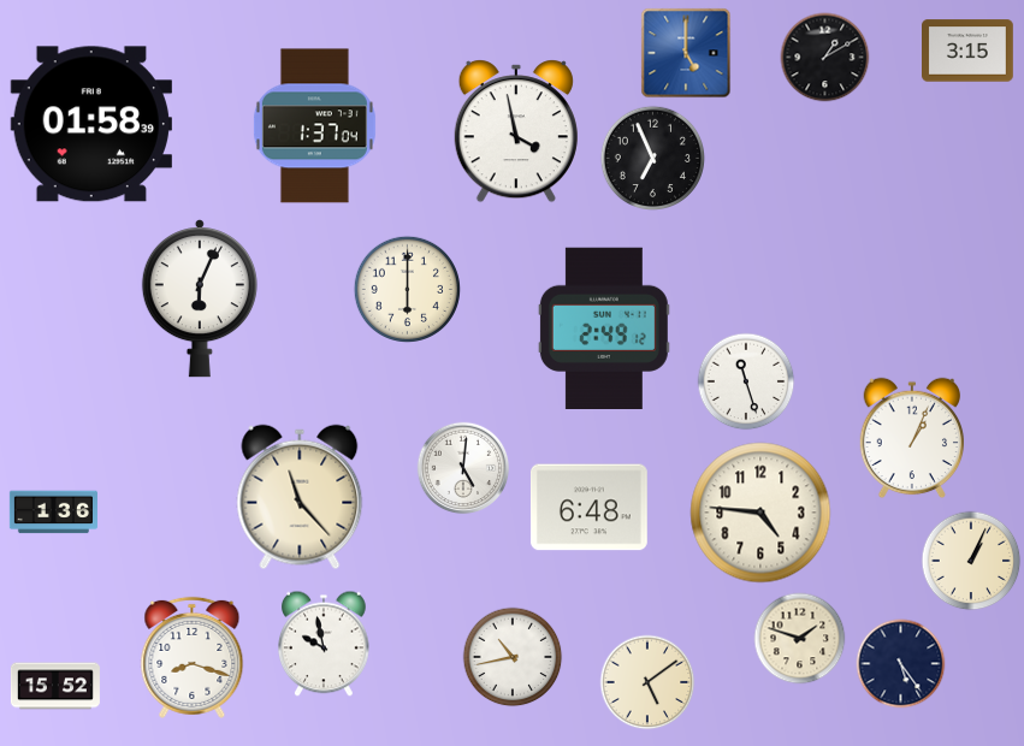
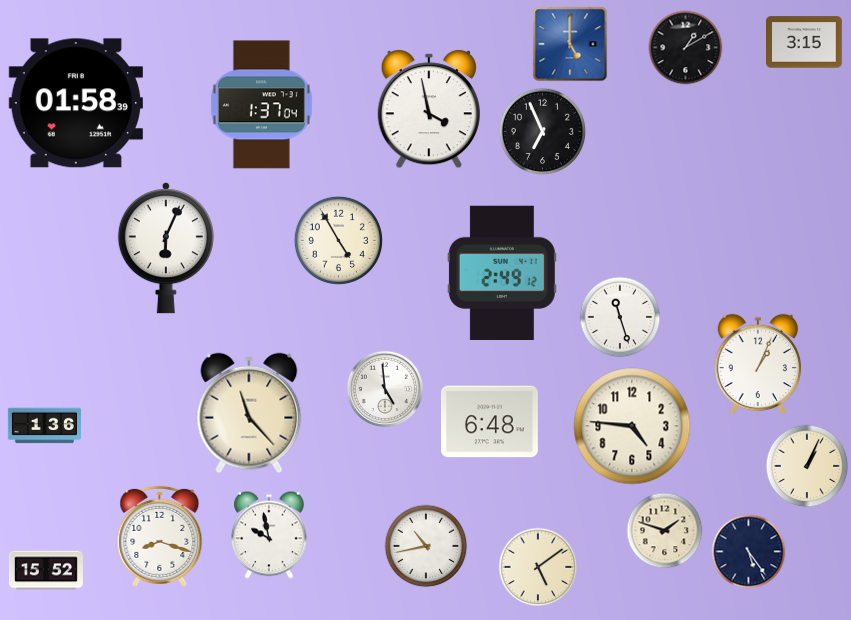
clock at (407, 289): 6:00 -> 4:55
clock at (463, 468): 5:01 -> 4:59
clock at (193, 657) position: (193, 657) -> (160, 536)
